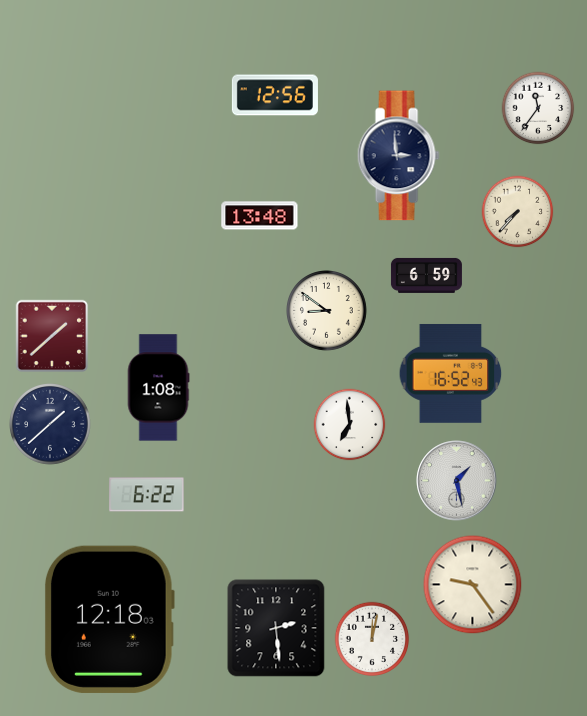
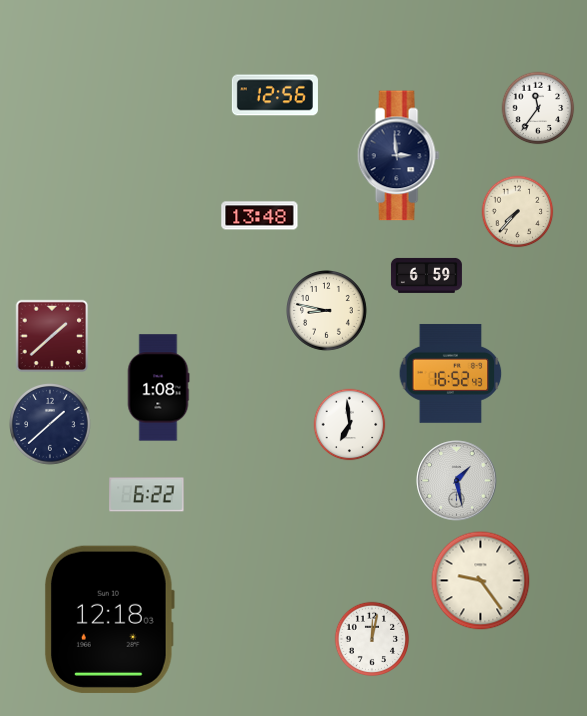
clock at (327, 311): 8:51 -> 8:47
clock at (473, 585) position: (473, 585) -> (481, 581)
clock at (276, 628): 2:29 -> none
